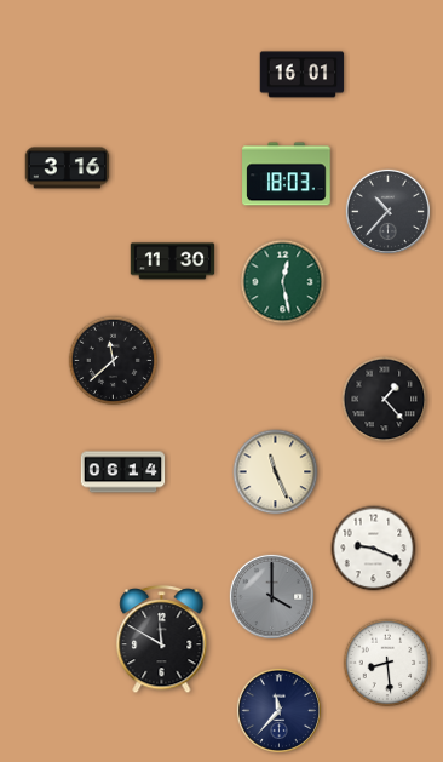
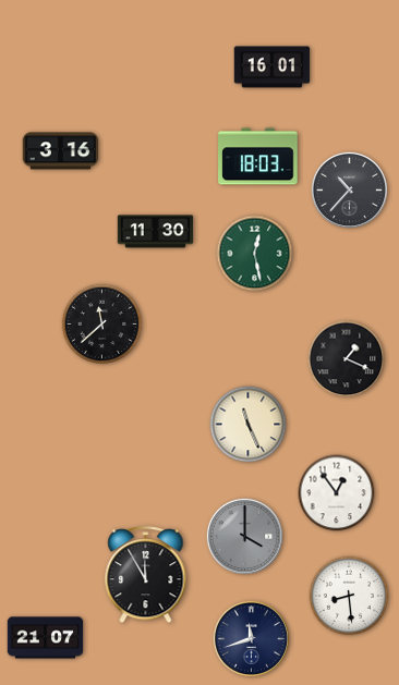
clock at (173, 262) position: (173, 262) -> (156, 232)
clock at (385, 400): 1:23 -> 1:19
clock at (123, 472): 06:14 -> none
clock at (374, 549): 9:19 -> 12:54
clock at (162, 640): 11:50 -> 11:55
clock at (46, 638): none -> 21:07
clock at (278, 710): 11:37 -> 11:42
